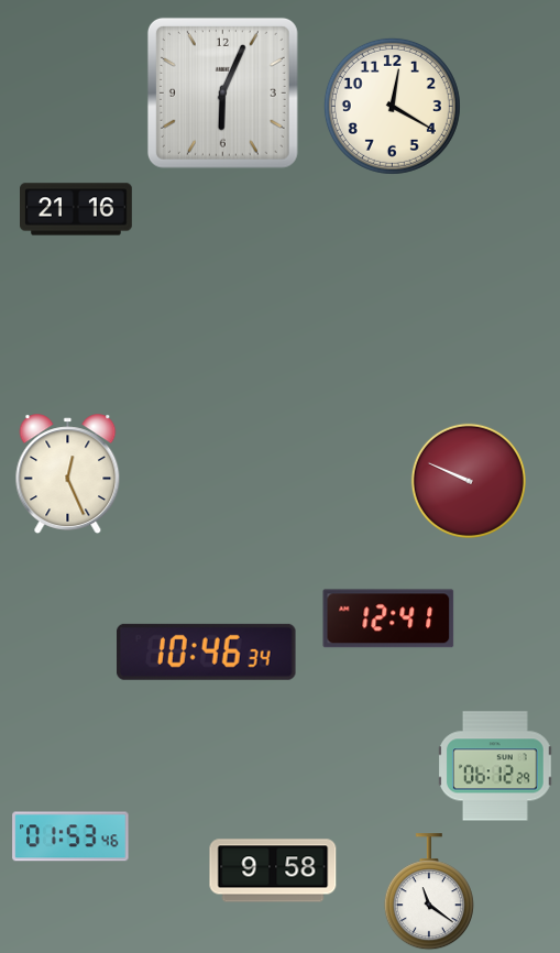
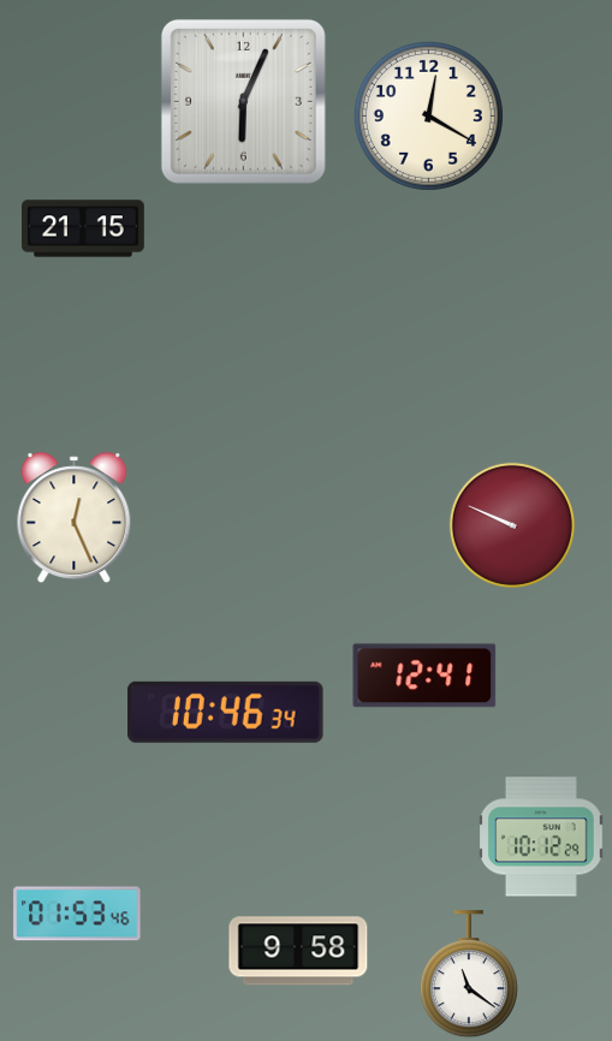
clock at (77, 209): 21:16 -> 21:15
clock at (496, 766): 06:12 -> 10:12
